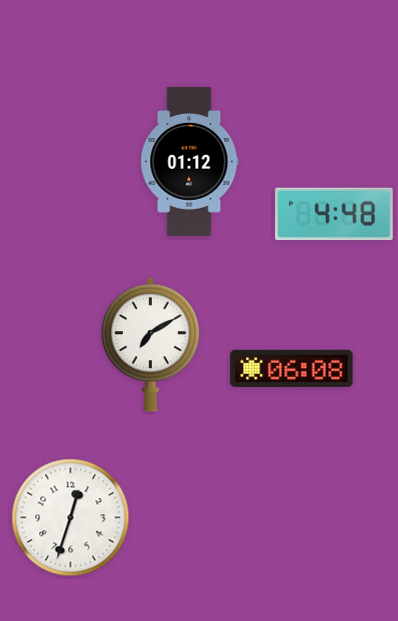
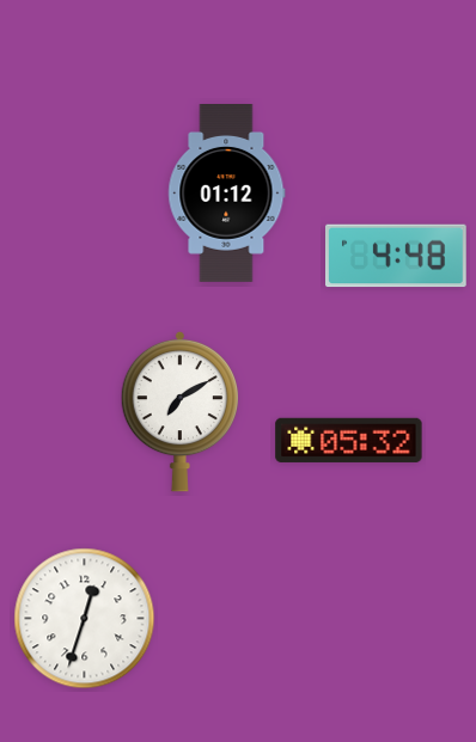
clock at (334, 214) position: (334, 214) -> (396, 256)
clock at (292, 368): 06:08 -> 05:32
